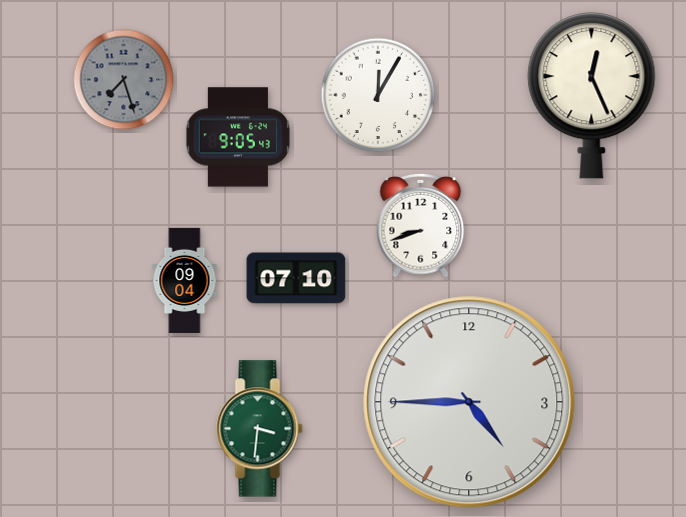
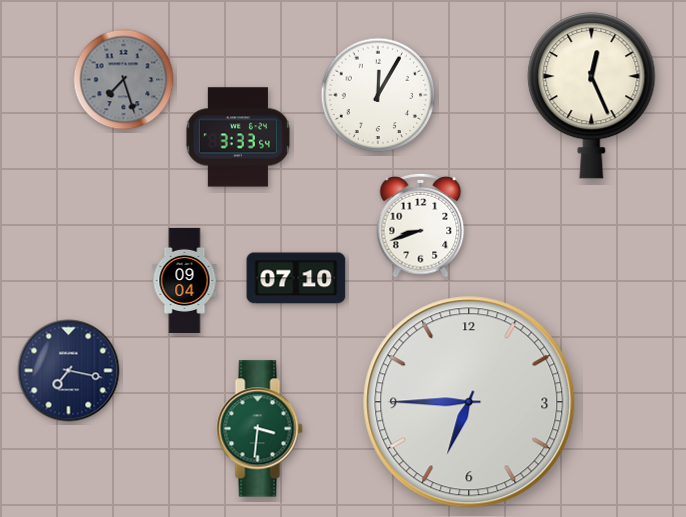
clock at (237, 137): 9:05 -> 3:33
clock at (69, 371): none -> 7:17
clock at (469, 402): 4:45 -> 6:45
